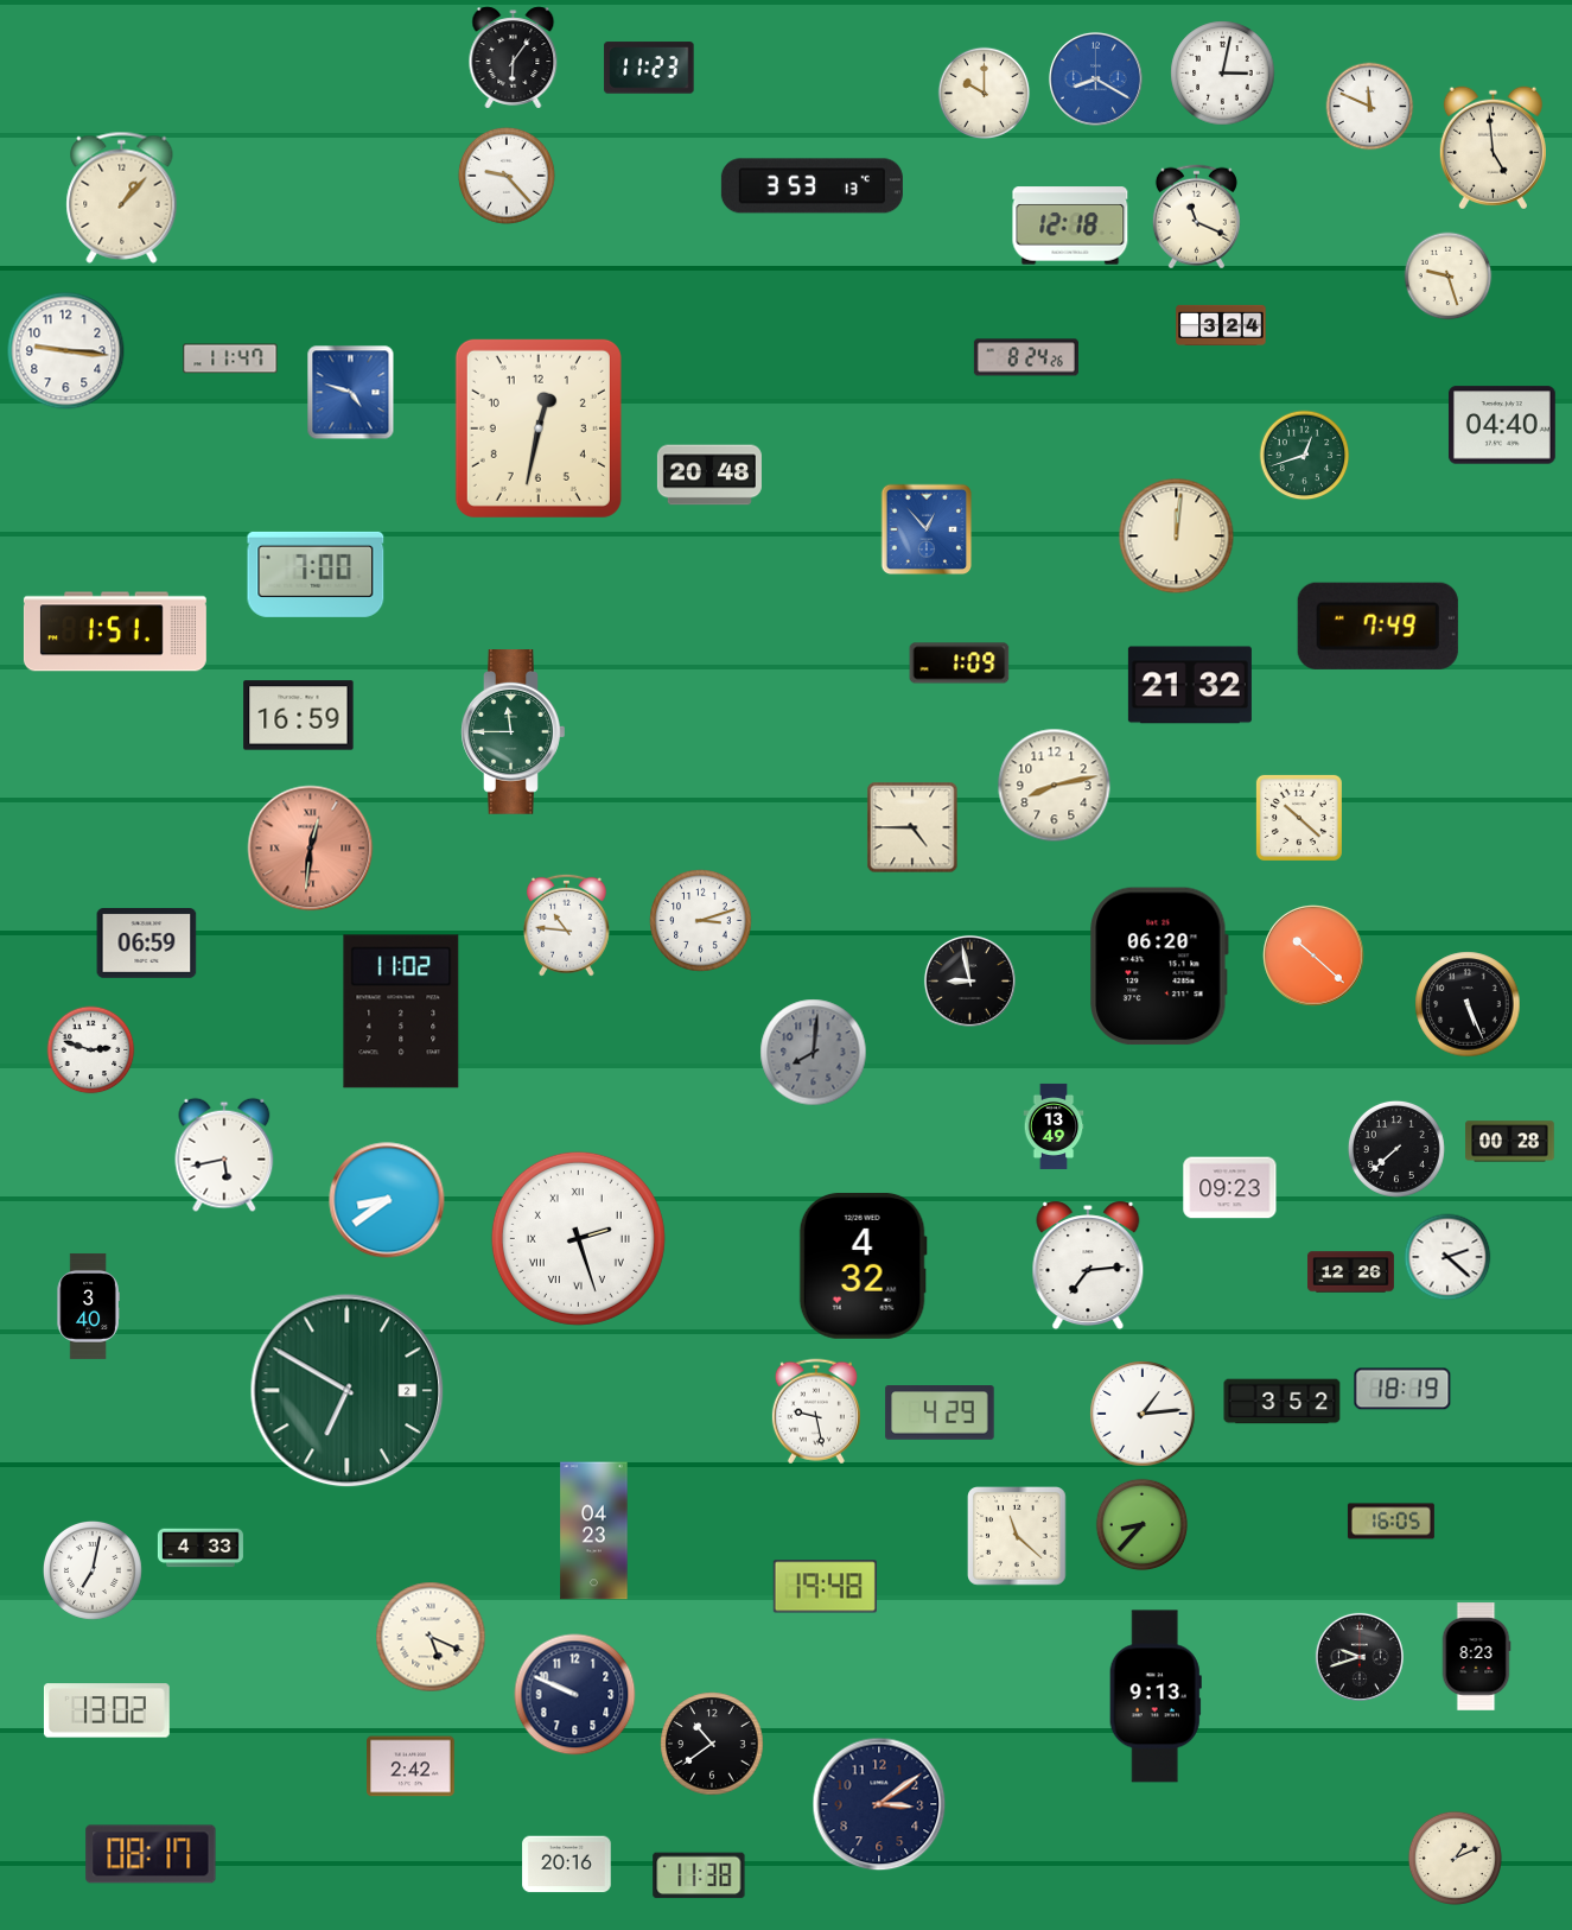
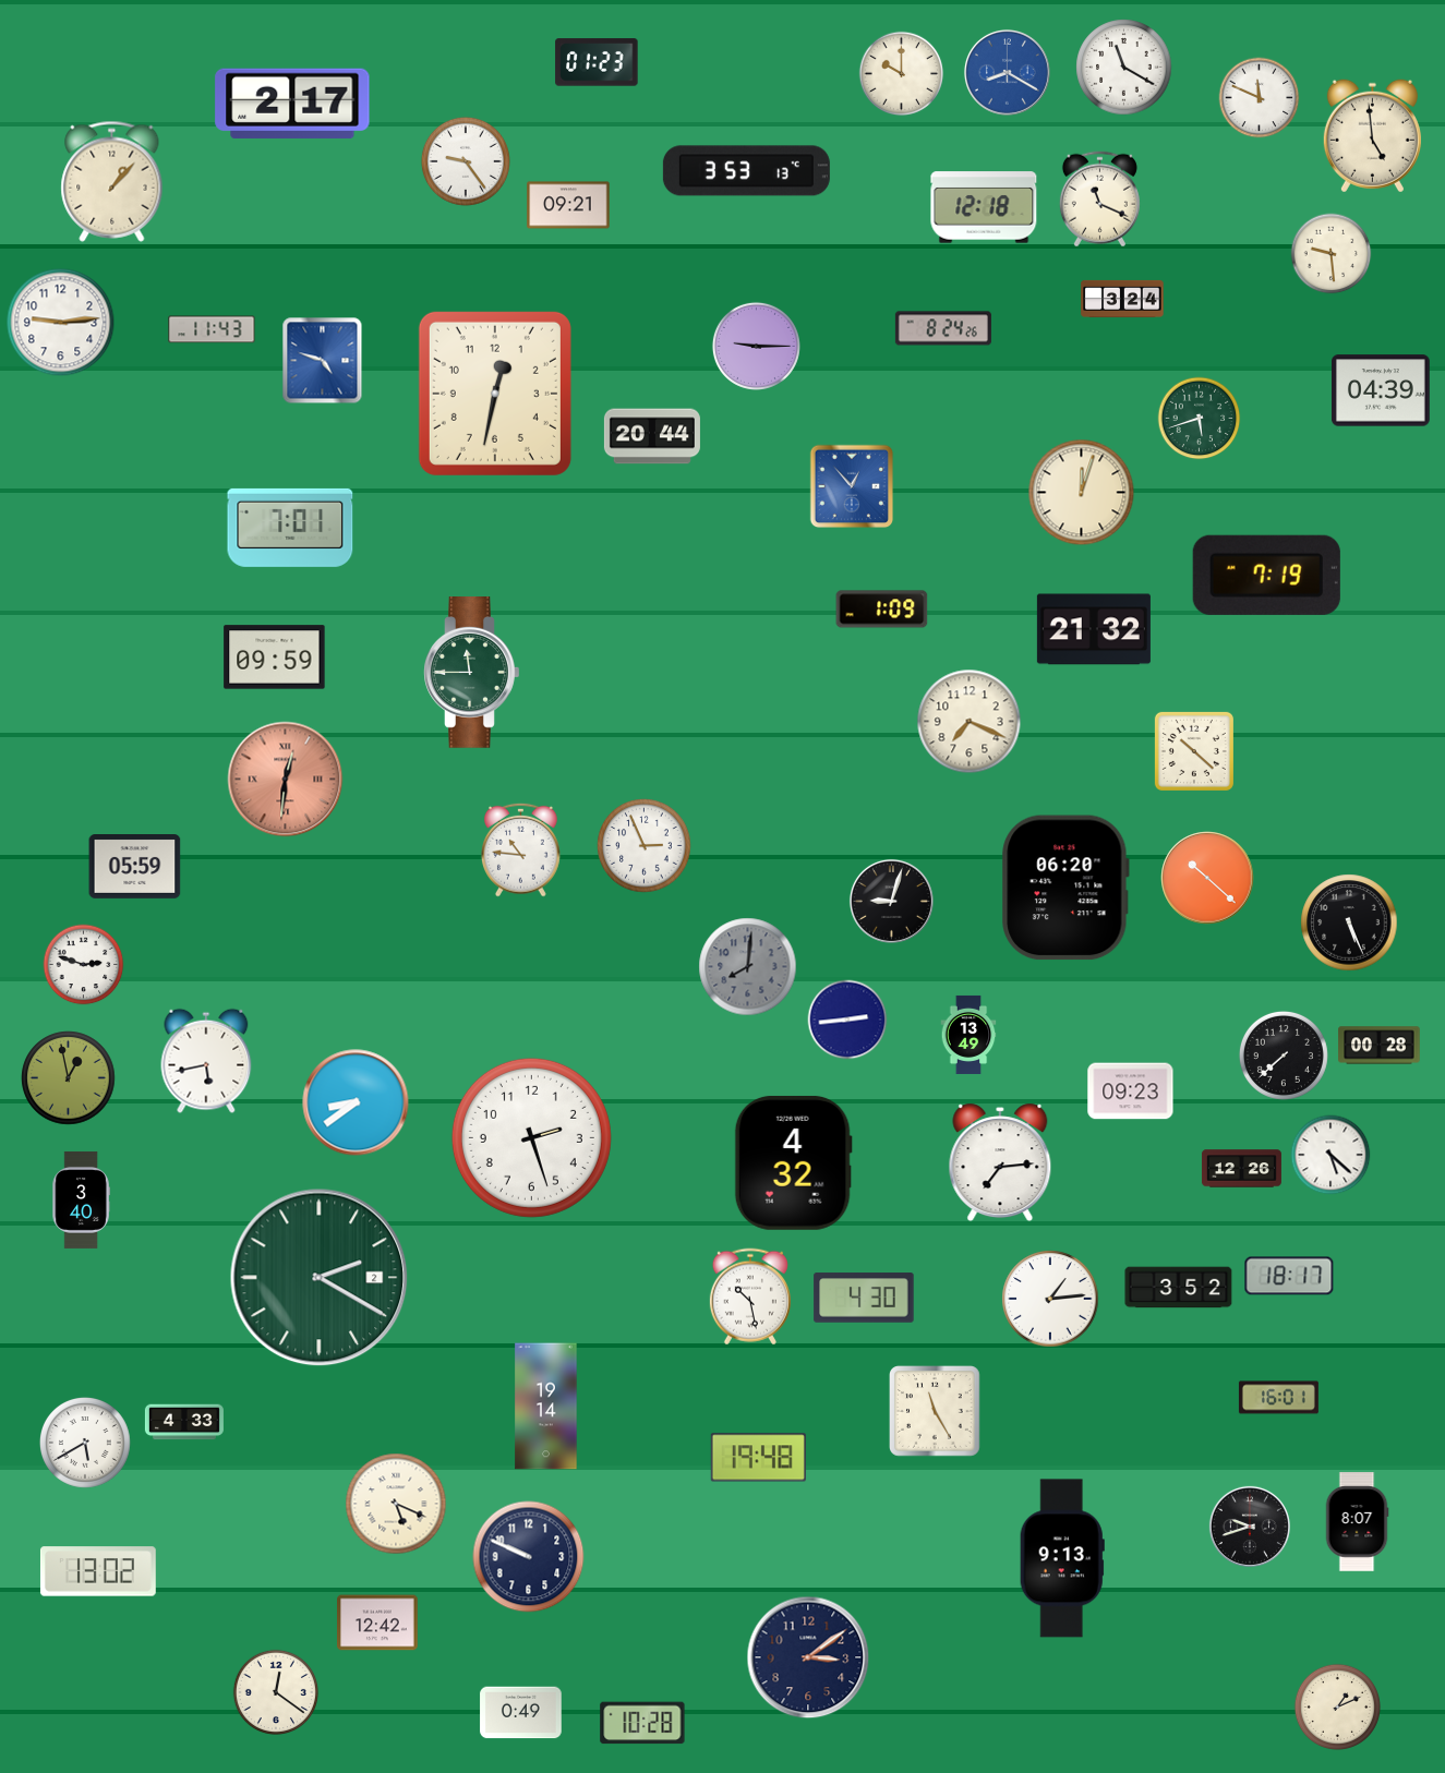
clock at (514, 58): 6:06 -> none
clock at (649, 68): 11:23 -> 01:23
clock at (1223, 74): 3:02 -> 11:20
clock at (985, 94) position: (985, 94) -> (902, 74)
clock at (292, 104): none -> 2:17
clock at (507, 176): 9:23 -> 9:24
clock at (568, 205): none -> 09:21
clock at (1449, 277): 9:27 -> 9:29
clock at (66, 351): 9:16 -> 9:14
clock at (230, 358): 11:47 -> 11:43
clock at (756, 346): none -> 9:15
clock at (1502, 425): 04:40 -> 04:39
clock at (1305, 456): 12:42 -> 5:42
clock at (709, 475): 20:48 -> 20:44
clock at (1177, 537): 12:01 -> 12:03
clock at (316, 574): 7:00 -> 7:01
clock at (1377, 626): 7:49 -> 7:19
clock at (115, 631): 1:51 -> none
clock at (299, 716): 16:59 -> 09:59
clock at (1055, 786): 8:13 -> 7:19
clock at (912, 827): 4:45 -> none
clock at (701, 921): 3:12 -> 2:56
clock at (147, 944): 06:59 -> 05:59
clock at (969, 980): 8:58 -> 9:03
clock at (401, 1011): 11:02 -> none
clock at (847, 1020): none -> 2:44
clock at (1510, 1142) position: (1510, 1142) -> (1380, 1046)
clock at (69, 1078): none -> 12:58
clock at (578, 1238) numerals: Roman -> Arabic
clock at (1447, 1257): 2:22 -> 5:22
clock at (1402, 1389): 18:19 -> 18:17
clock at (348, 1391): 6:50 -> 2:20
clock at (816, 1411): 9:28 -> 10:28
clock at (940, 1412): 4:29 -> 4:30
clock at (1390, 1522): 16:05 -> 16:01
clock at (1143, 1525): 8:37 -> none
clock at (594, 1531): 04:23 -> 19:14
clock at (1018, 1537): 11:22 -> 11:25
clock at (93, 1570): 7:02 -> 5:40
clock at (1360, 1657) position: (1360, 1657) -> (1250, 1527)
clock at (1476, 1657): 8:23 -> 8:07
clock at (712, 1744): 10:39 -> none
clock at (412, 1766): 2:42 -> 12:42
clock at (275, 1691): none -> 12:21
clock at (151, 1854): 08:17 -> none
clock at (567, 1865): 20:16 -> 0:49
clock at (699, 1875): 11:38 -> 10:28
